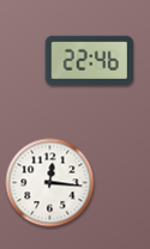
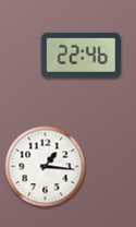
clock at (50, 183): 12:16 -> 1:16
